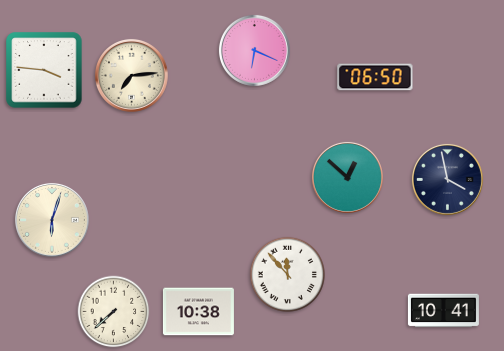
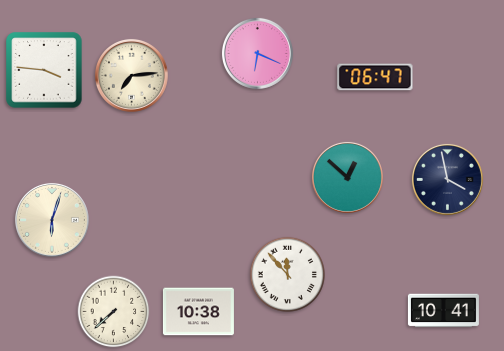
clock at (254, 50) position: (254, 50) -> (257, 53)
clock at (375, 77): 06:50 -> 06:47
